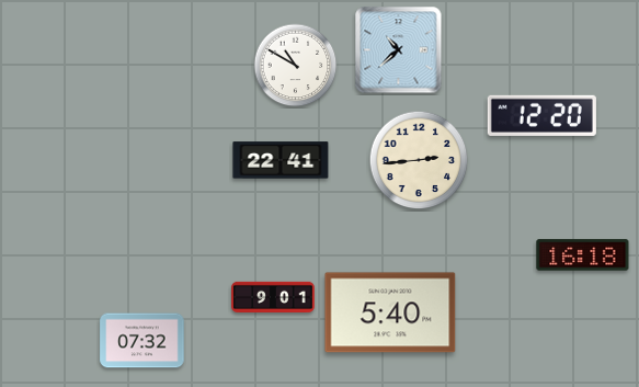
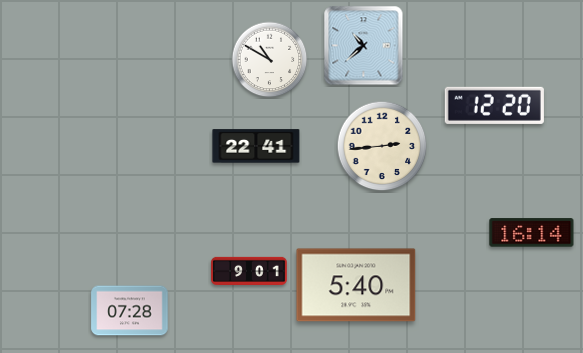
clock at (583, 255): 16:18 -> 16:14
clock at (142, 341): 07:32 -> 07:28
